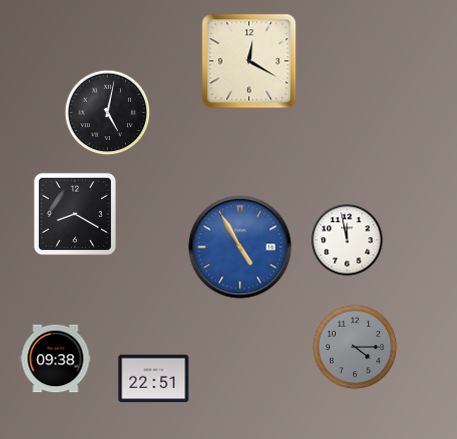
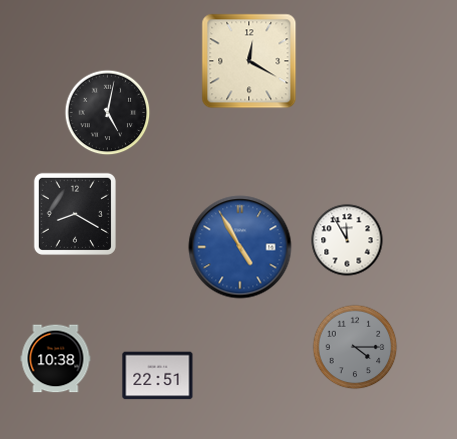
clock at (347, 240): 11:58 -> 11:55
clock at (56, 359): 09:38 -> 10:38
clock at (154, 379) position: (154, 379) -> (158, 376)
